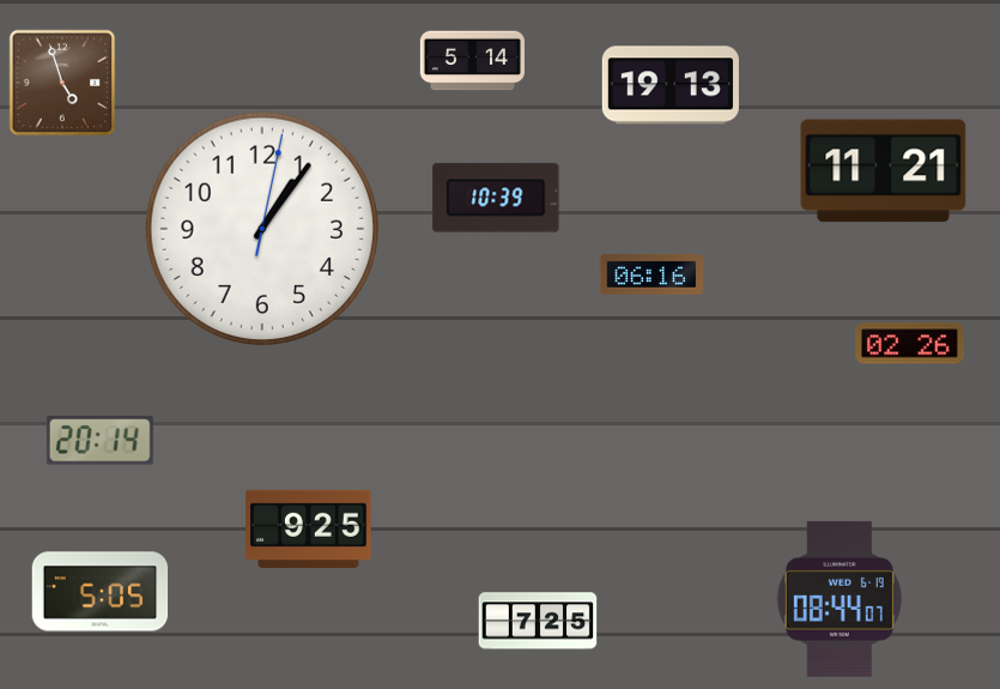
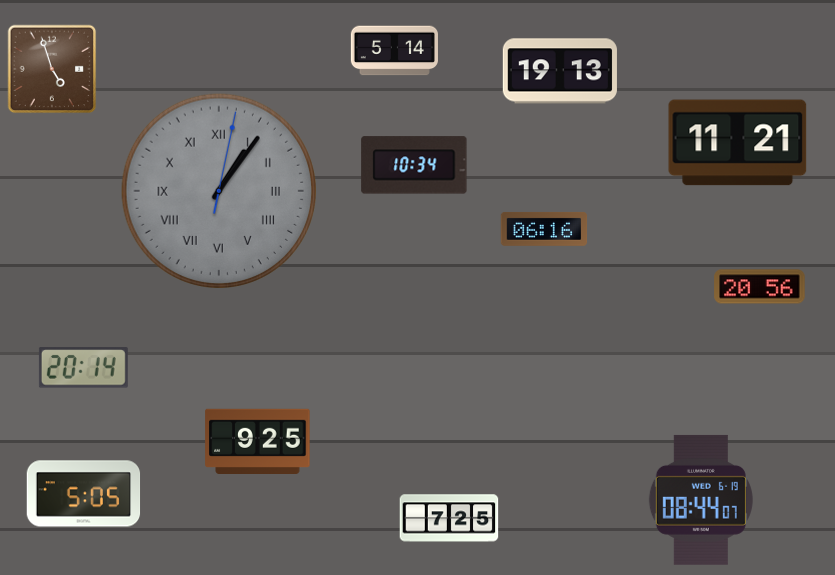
clock at (496, 198): 10:39 -> 10:34
clock at (261, 228) dial: white -> grey
clock at (261, 228) numerals: Arabic -> Roman
clock at (910, 344): 02:26 -> 20:56
